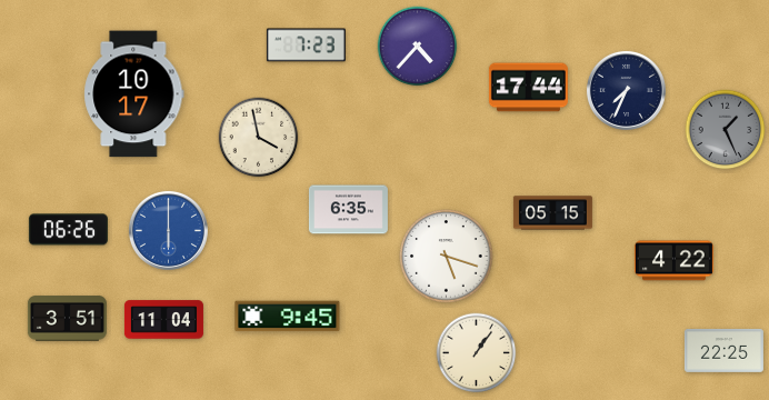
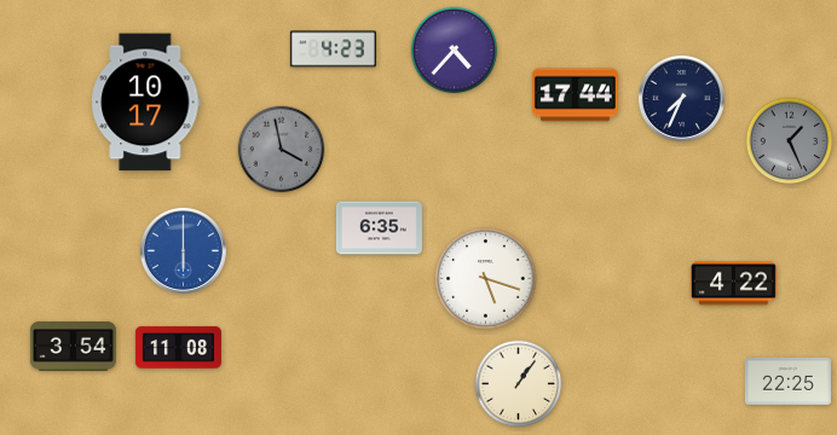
clock at (306, 46): 7:23 -> 4:23
clock at (259, 138) dial: cream -> grey
clock at (552, 213): 05:15 -> none
clock at (68, 230): 06:26 -> none
clock at (288, 317): 9:45 -> none
clock at (67, 319): 3:51 -> 3:54
clock at (163, 320): 11:04 -> 11:08
